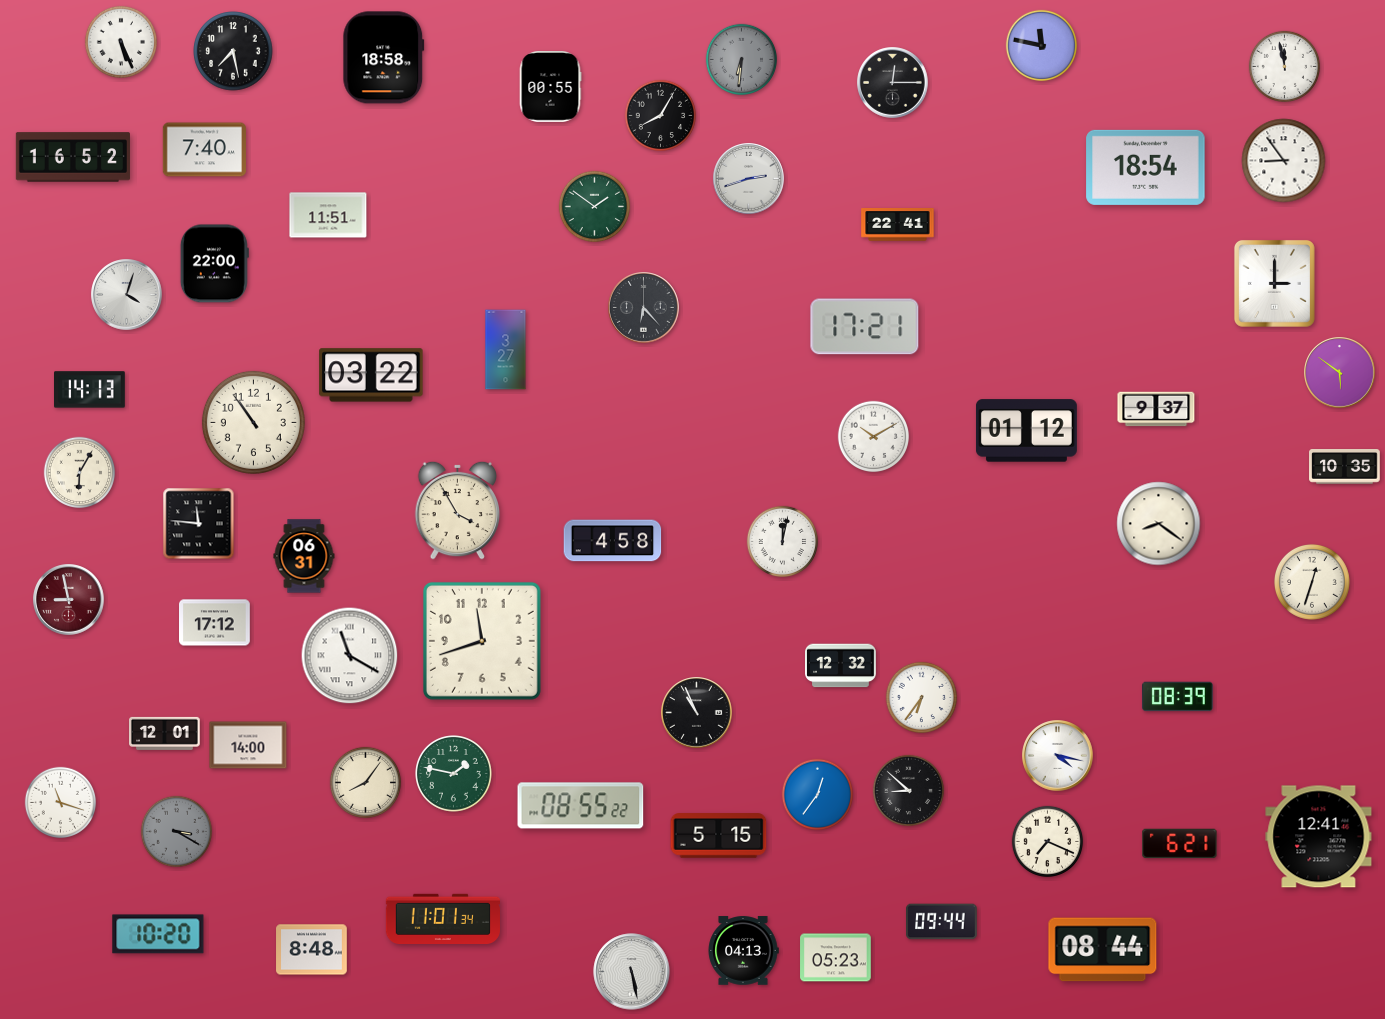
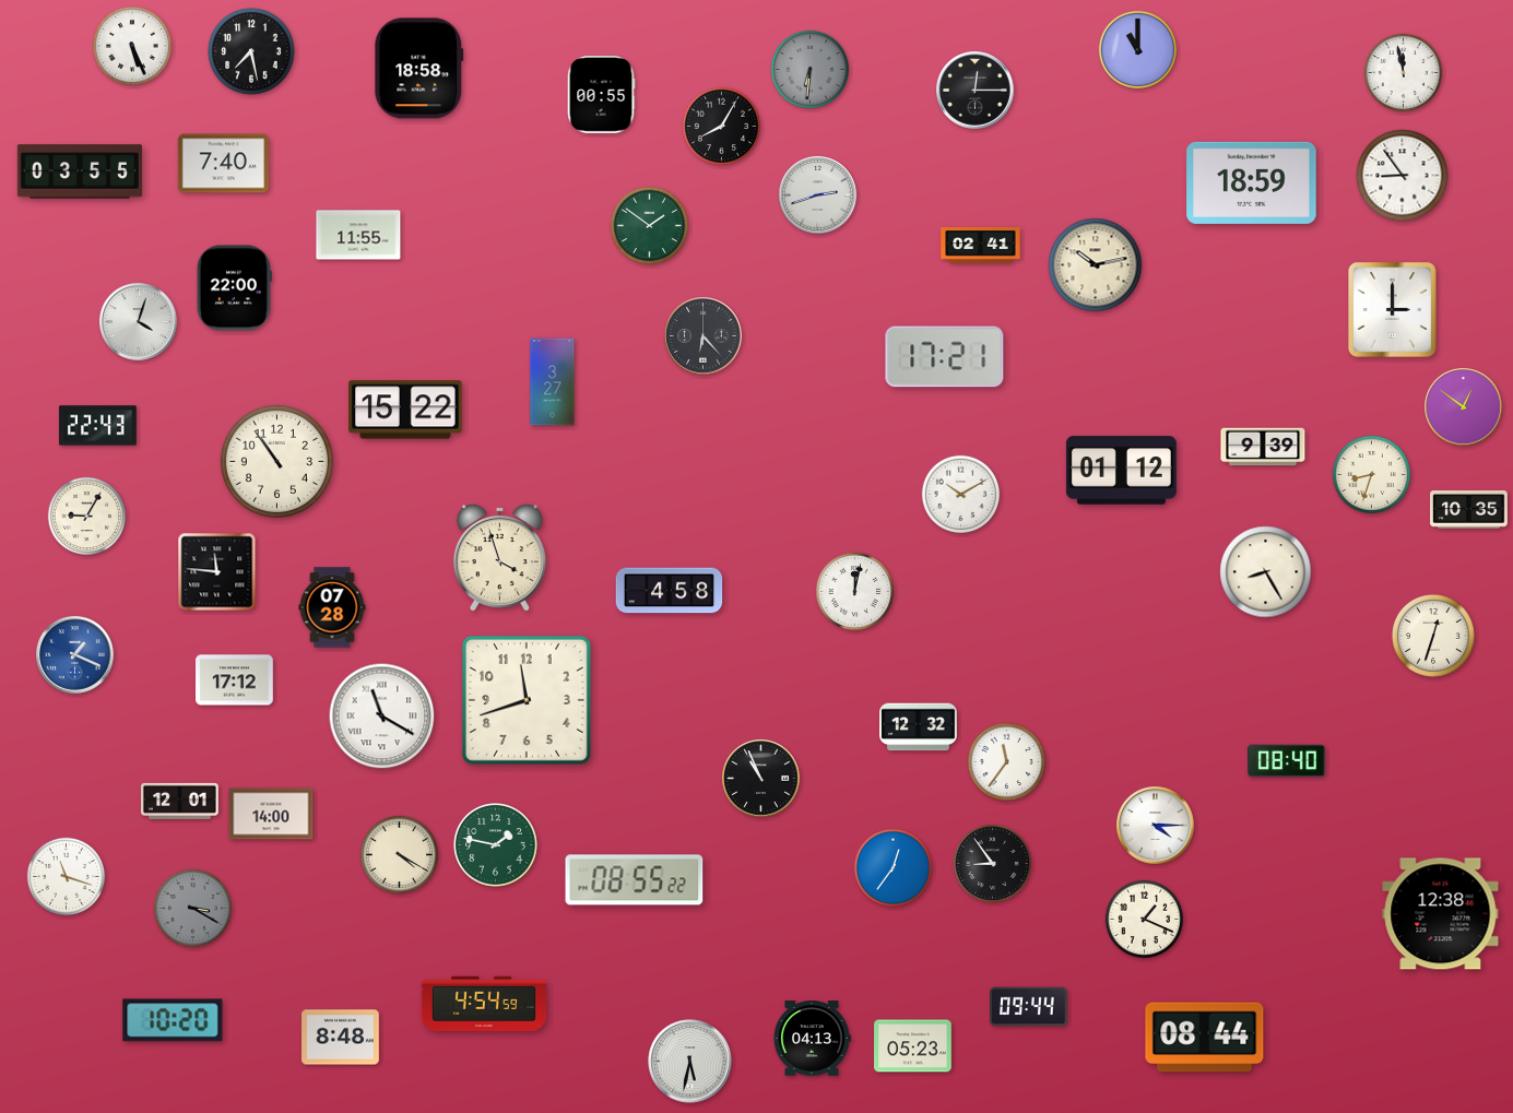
clock at (1042, 46): 11:47 -> 11:00
clock at (233, 51) position: (233, 51) -> (251, 51)
clock at (384, 58) position: (384, 58) -> (419, 69)
clock at (742, 60) position: (742, 60) -> (811, 70)
clock at (73, 157): 16:52 -> 03:55
clock at (1146, 167): 18:54 -> 18:59
clock at (328, 215): 11:51 -> 11:55
clock at (898, 225): 22:41 -> 02:41
clock at (1096, 265): none -> 10:13
clock at (1340, 373): 5:51 -> 12:51
clock at (371, 375): 03:22 -> 15:22
clock at (90, 390): 14:13 -> 22:43
clock at (1156, 409): 9:37 -> 9:39
clock at (1372, 475): none -> 8:33
clock at (874, 437) position: (874, 437) -> (961, 495)
clock at (80, 473): 6:05 -> 9:05
clock at (458, 510): 3:55 -> 3:57
clock at (1159, 524): 8:21 -> 8:25
clock at (304, 556): 06:31 -> 07:28
clock at (69, 600): 8:58 -> 1:19
clock at (69, 600) dial: burgundy -> blue
clock at (1178, 697): 08:39 -> 08:40
clock at (922, 698): 6:36 -> 11:36
clock at (1058, 756): 4:17 -> 4:15
clock at (366, 783): 8:06 -> 4:20
clock at (909, 791): 8:52 -> 8:54
clock at (719, 836): 5:15 -> none
clock at (1319, 837): 12:41 -> 12:38
clock at (1048, 842): 7:19 -> 1:19
clock at (1180, 844): 6:21 -> none
clock at (443, 918): 11:01 -> 4:54
clock at (632, 972): 5:28 -> 5:32
